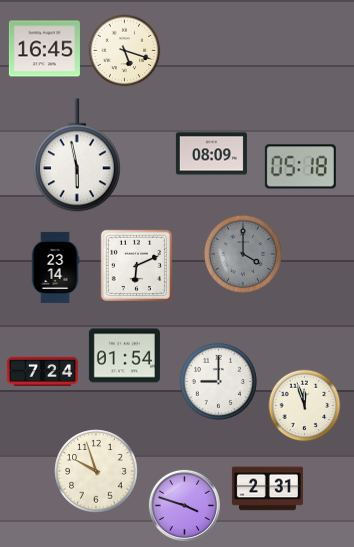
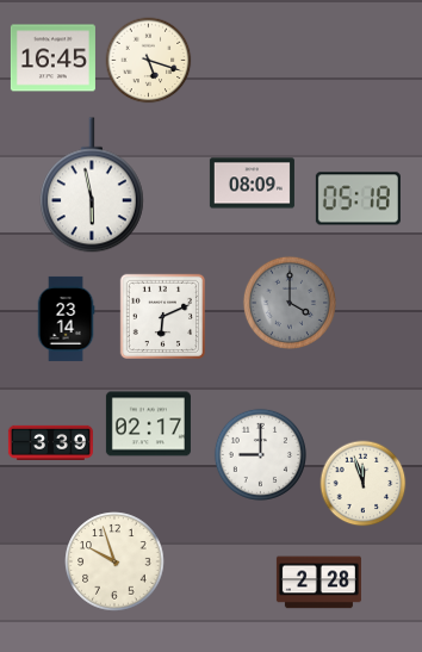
clock at (124, 356): 01:54 -> 02:17
clock at (42, 371): 7:24 -> 3:39
clock at (267, 489): 2:31 -> 2:28
clock at (184, 505): 3:48 -> none
